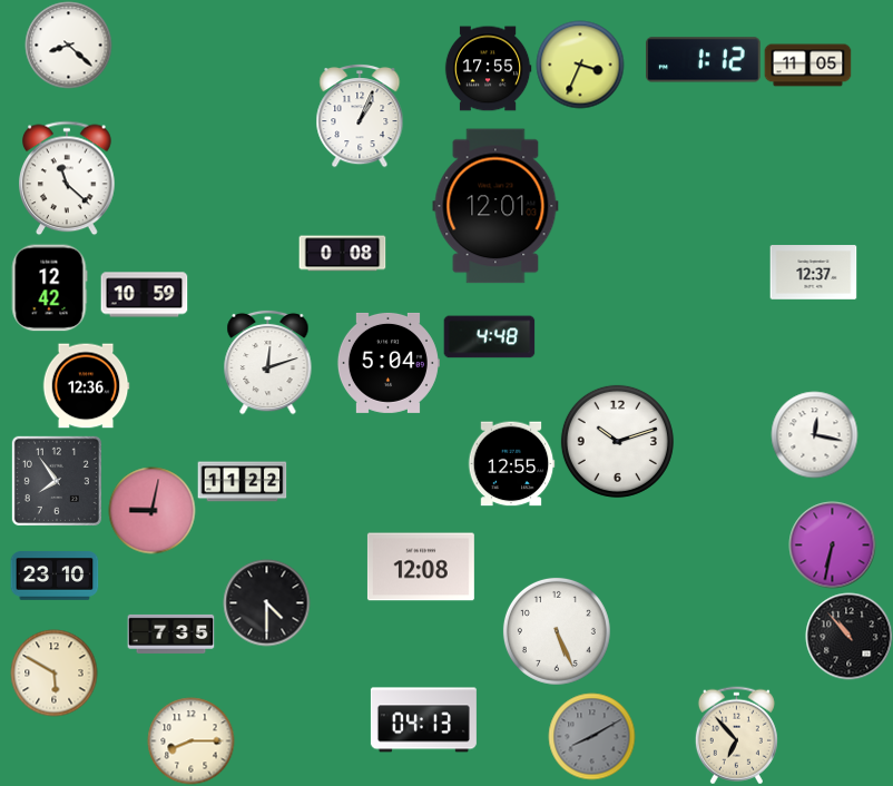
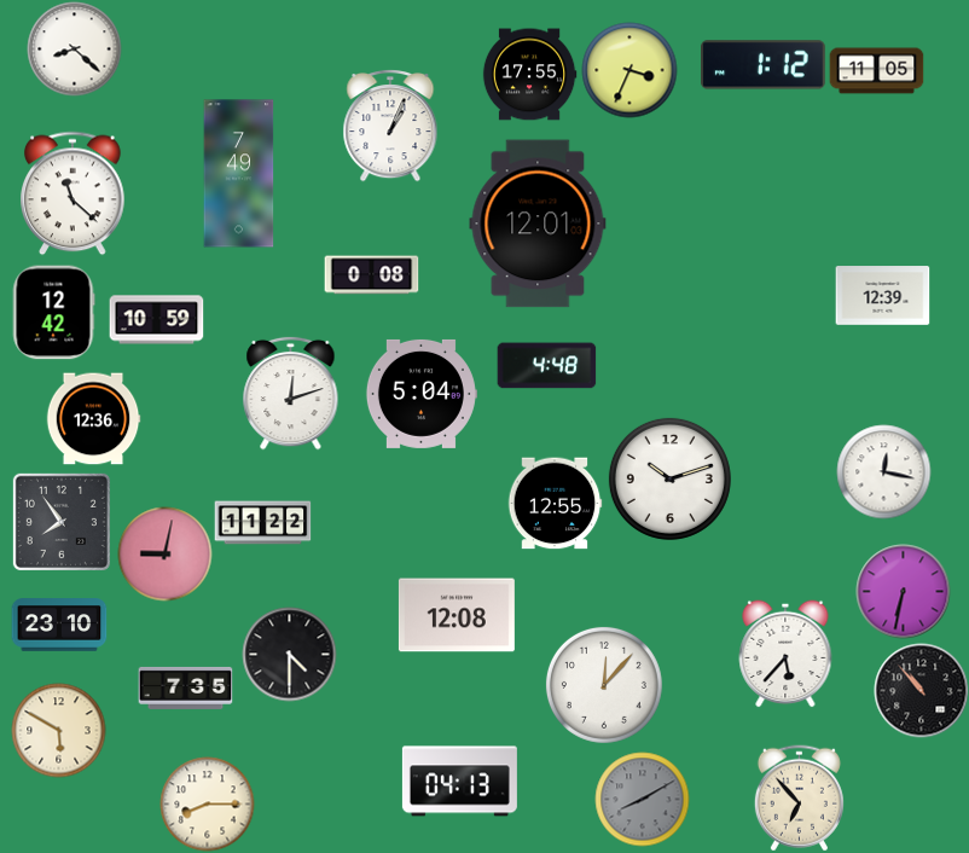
clock at (239, 174): none -> 7:49
clock at (813, 273): 12:37 -> 12:39
clock at (489, 337) position: (489, 337) -> (546, 366)
clock at (785, 654): none -> 5:37
clock at (557, 631): 5:26 -> 12:07
